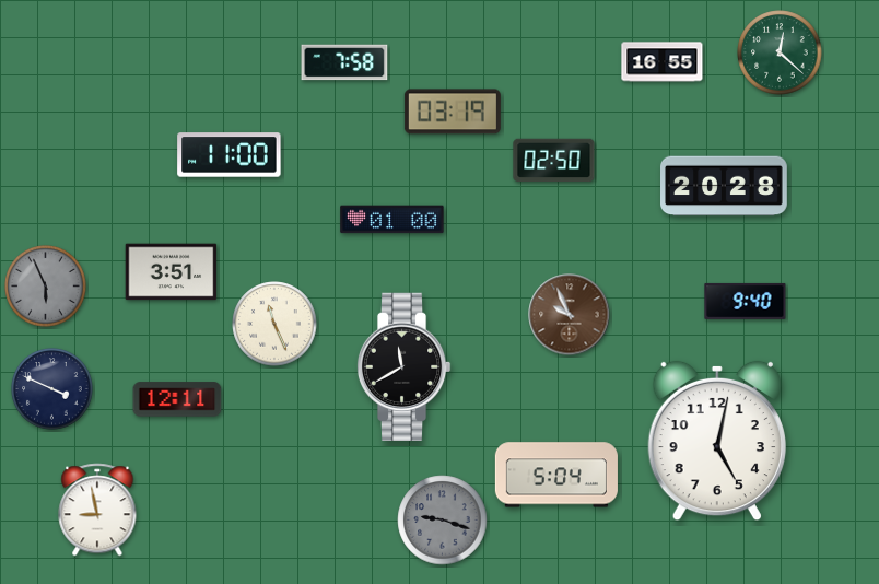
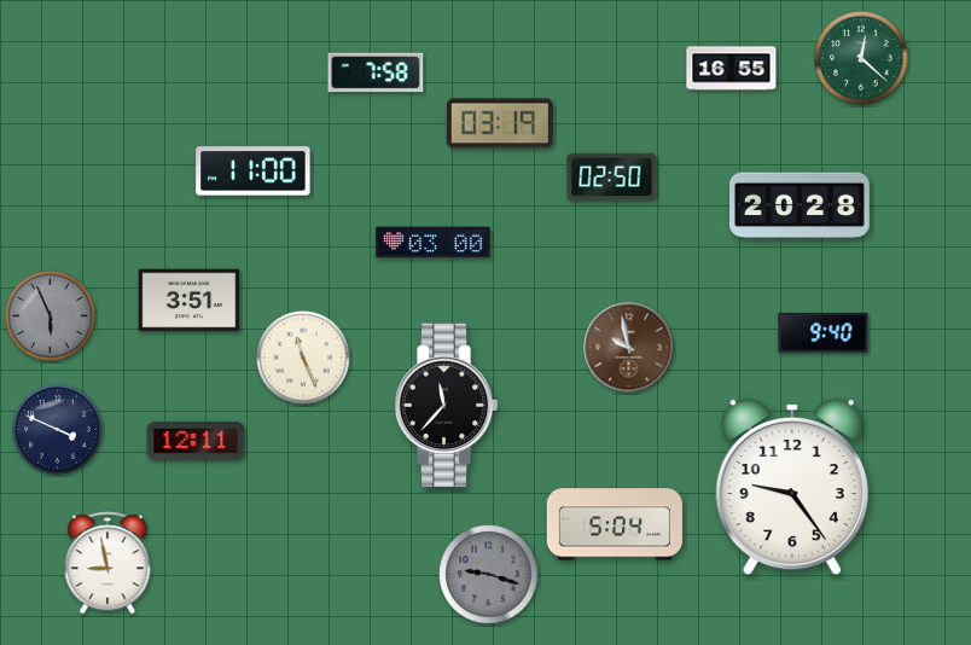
clock at (344, 62) position: (344, 62) -> (376, 72)
clock at (392, 220): 01:00 -> 03:00
clock at (570, 315): 9:56 -> 9:58
clock at (403, 366): 11:40 -> 11:37
clock at (717, 441): 5:02 -> 9:24
